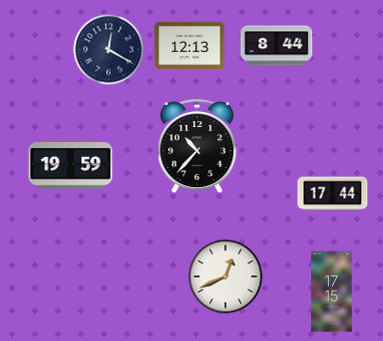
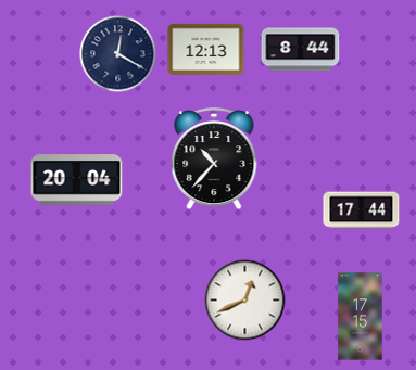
clock at (71, 166): 19:59 -> 20:04
